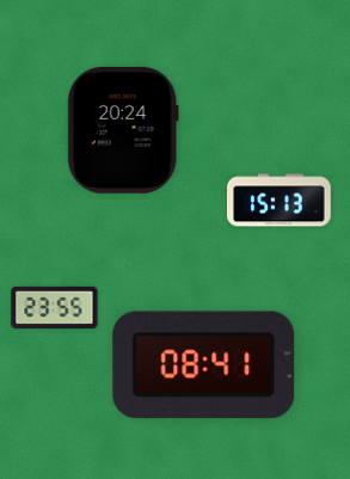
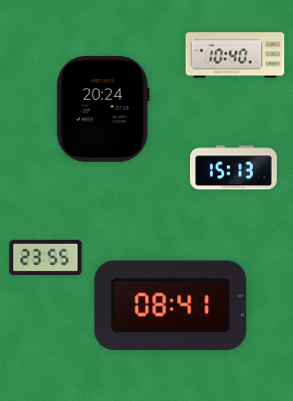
clock at (235, 55): none -> 10:40
